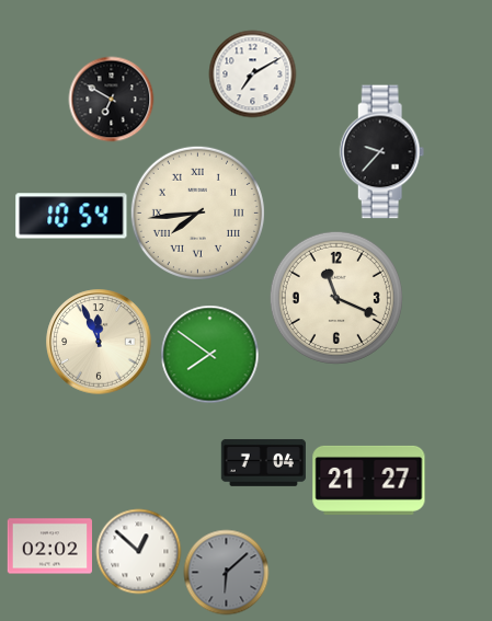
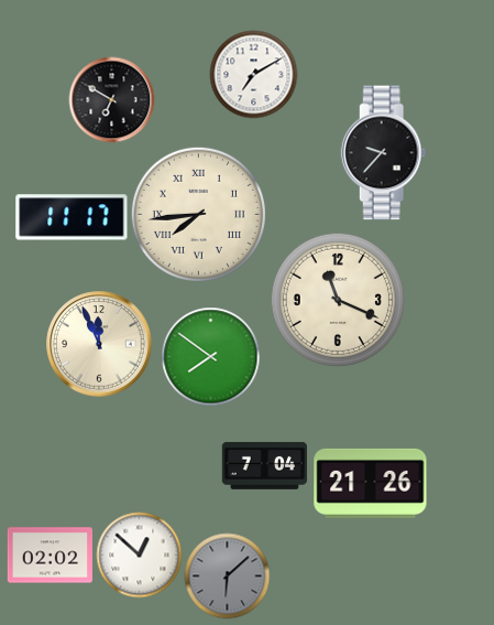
clock at (71, 216): 10:54 -> 11:17
clock at (369, 480): 21:27 -> 21:26
clock at (49, 547) position: (49, 547) -> (50, 556)
